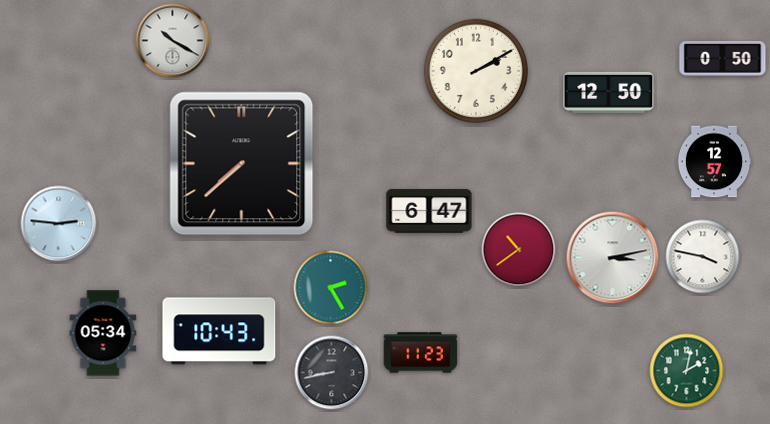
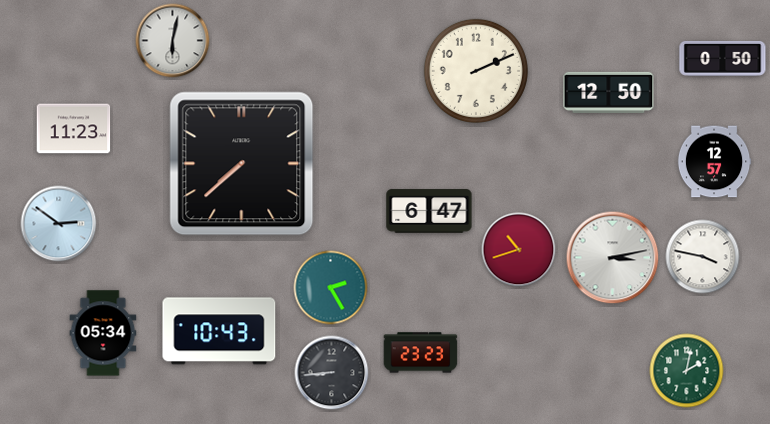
clock at (173, 41): 10:20 -> 6:02
clock at (476, 71): 2:10 -> 2:11
clock at (74, 129): none -> 11:23
clock at (59, 224): 2:46 -> 2:51
clock at (519, 250): 10:39 -> 10:42
clock at (421, 353): 11:23 -> 23:23
clock at (332, 373): 8:43 -> 8:44
